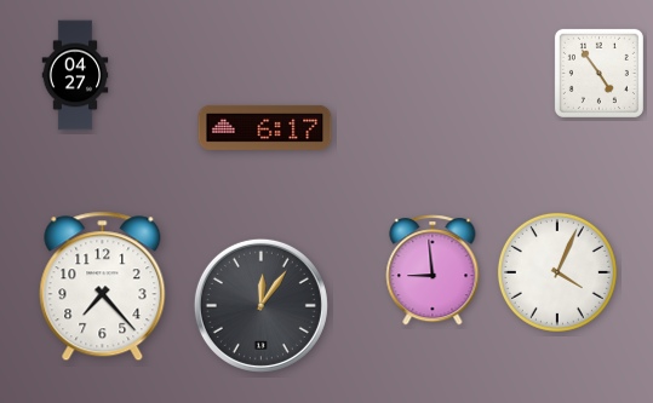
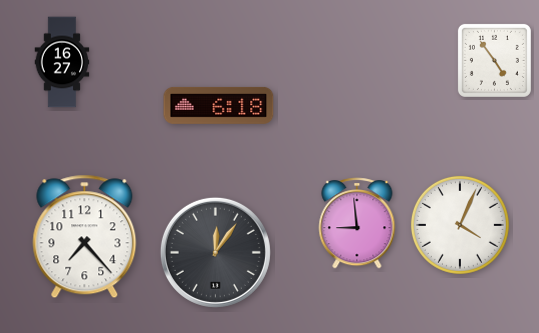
clock at (75, 75): 04:27 -> 16:27
clock at (265, 127): 6:17 -> 6:18
